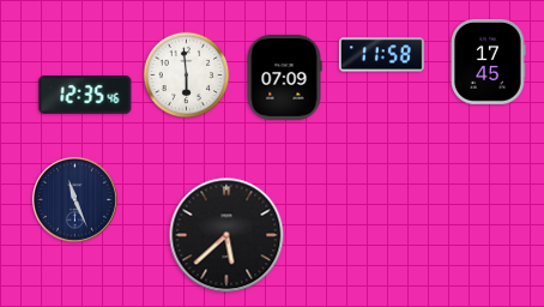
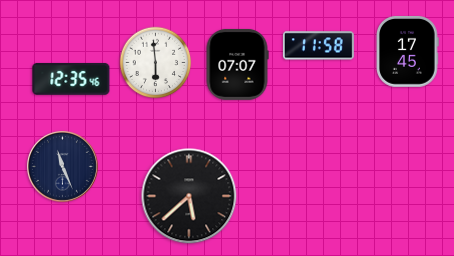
clock at (284, 77): 07:09 -> 07:07
